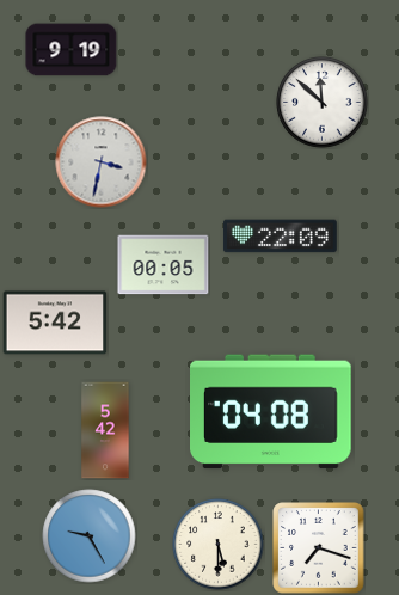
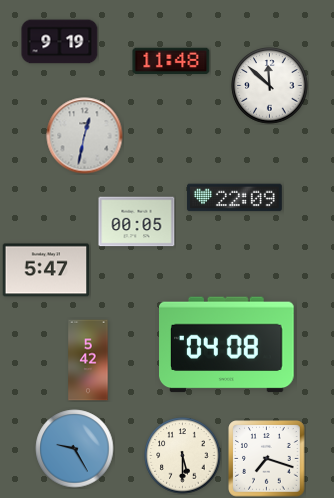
clock at (171, 61): none -> 11:48
clock at (102, 162): 3:32 -> 12:32
clock at (55, 323): 5:42 -> 5:47
